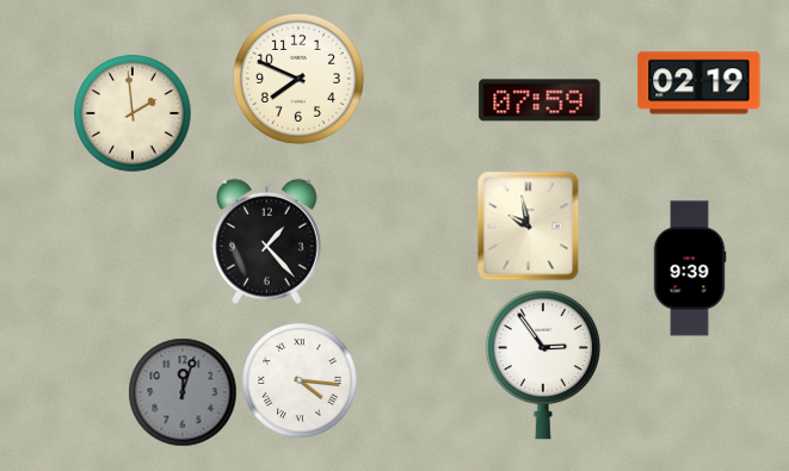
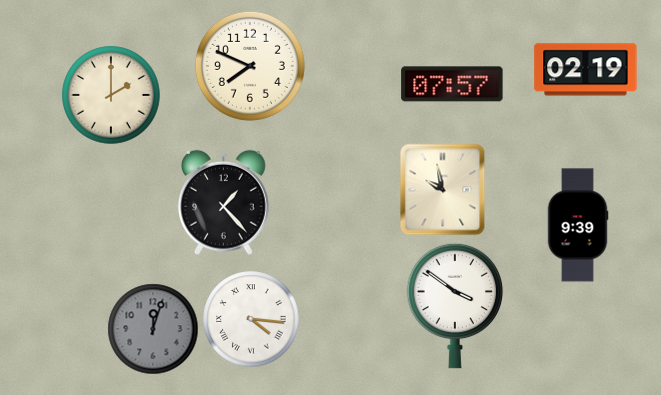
clock at (540, 100): 07:59 -> 07:57
clock at (132, 113): 1:59 -> 2:00
clock at (543, 365): 2:54 -> 3:51
